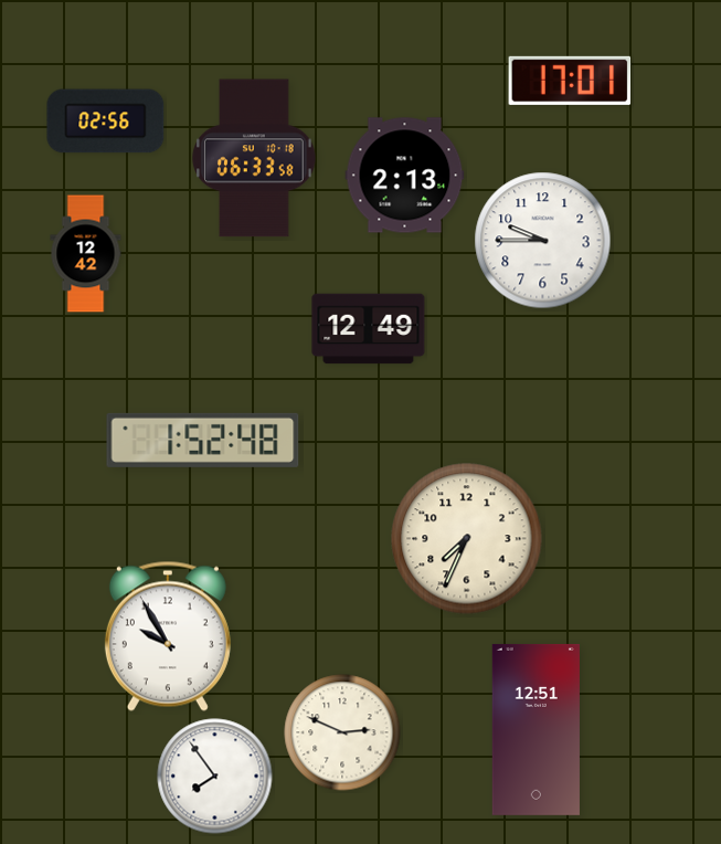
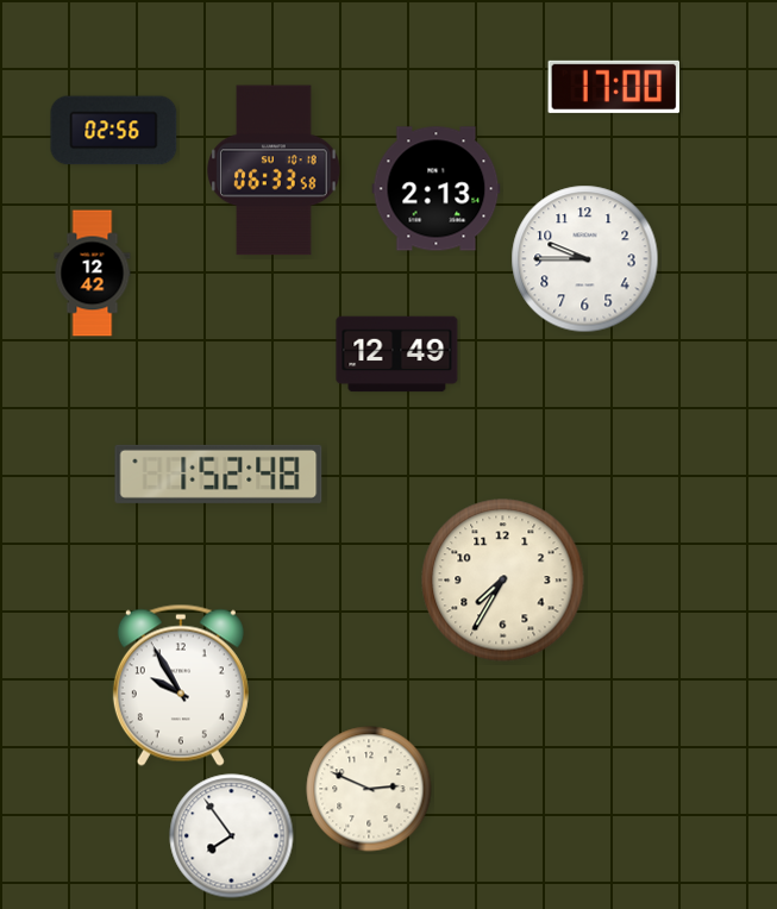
clock at (570, 81): 17:01 -> 17:00
clock at (467, 539): 7:34 -> 7:35
clock at (536, 729): 12:51 -> none
